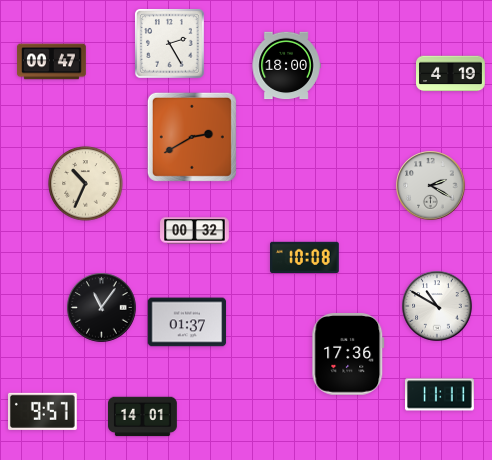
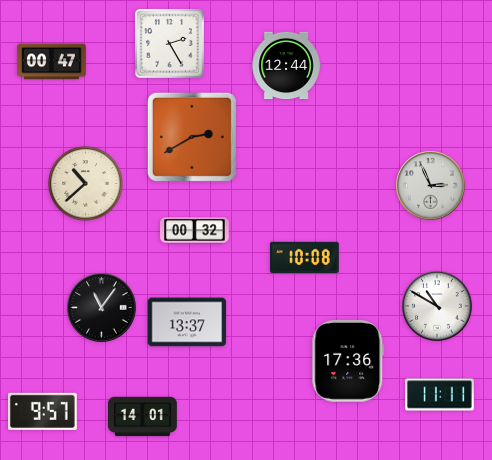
clock at (286, 66): 18:00 -> 12:44
clock at (451, 74): 4:19 -> none
clock at (86, 184): 10:34 -> 10:38
clock at (431, 186): 2:20 -> 2:56
clock at (187, 322): 01:37 -> 13:37
clock at (348, 354) position: (348, 354) -> (348, 361)
